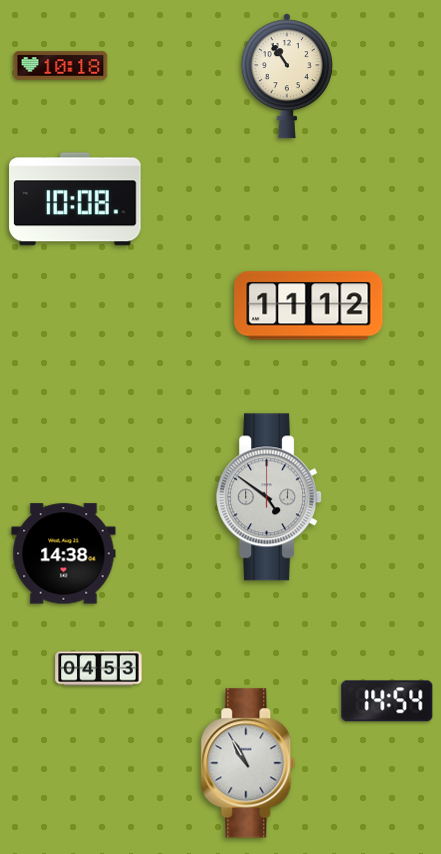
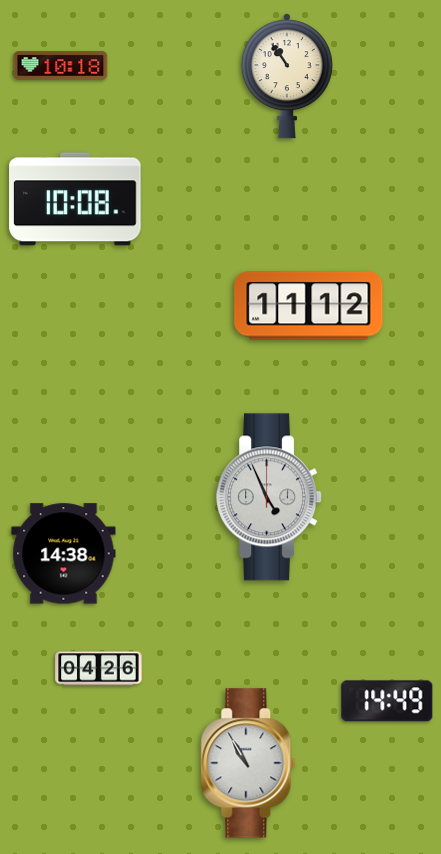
clock at (270, 497): 4:51 -> 4:56
clock at (99, 669): 04:53 -> 04:26
clock at (387, 701): 14:54 -> 14:49
